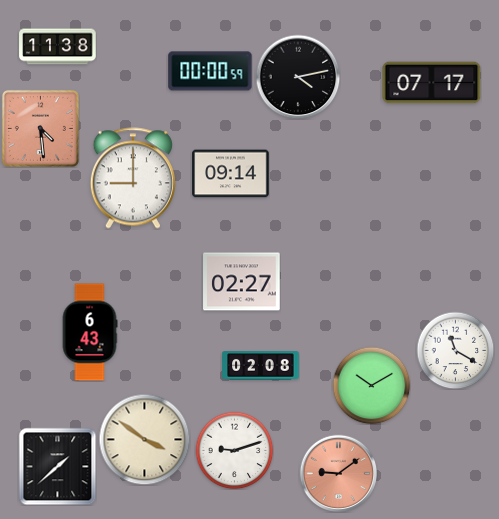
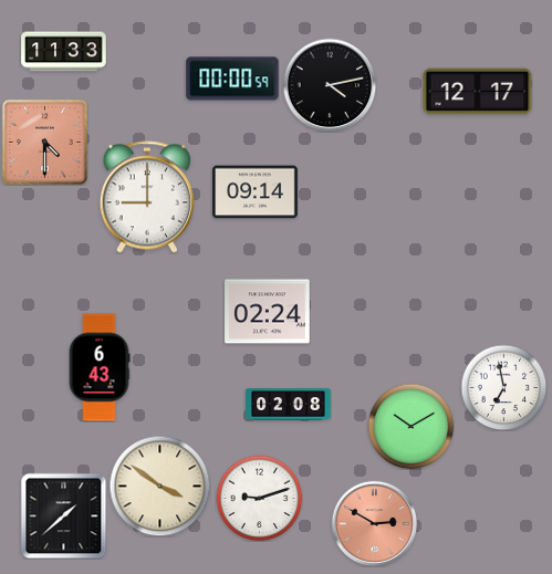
clock at (58, 47): 11:38 -> 11:33
clock at (432, 83): 07:17 -> 12:17
clock at (40, 128): 4:29 -> 4:30
clock at (242, 282): 02:27 -> 02:24
clock at (455, 350): 11:20 -> 6:58
clock at (338, 473): 9:09 -> 2:50
